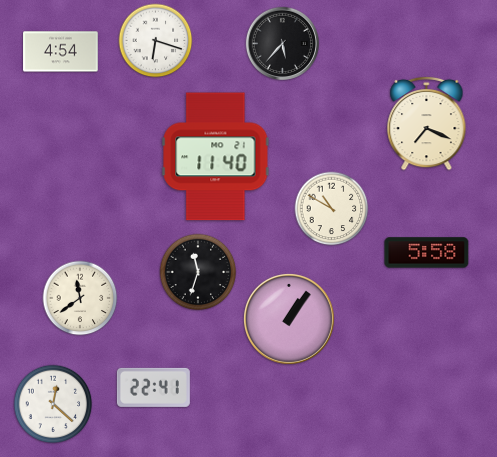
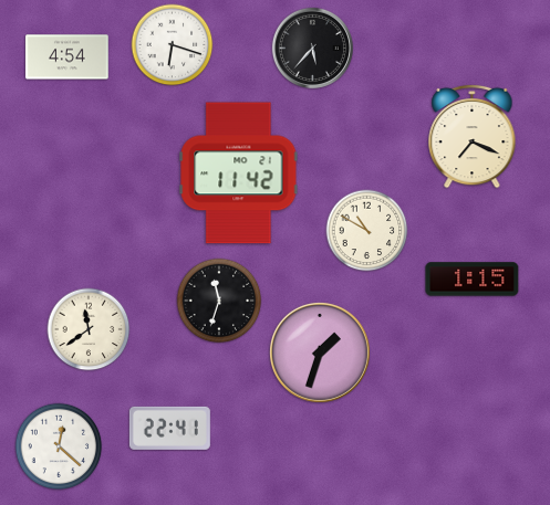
clock at (216, 157): 11:40 -> 11:42
clock at (427, 253): 5:58 -> 1:15
clock at (289, 319): 1:06 -> 1:33
